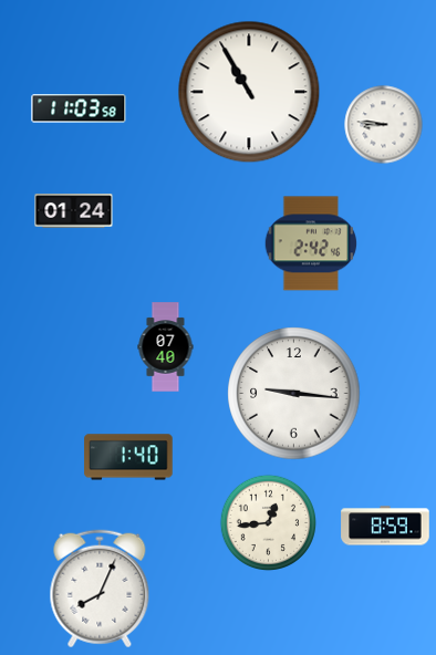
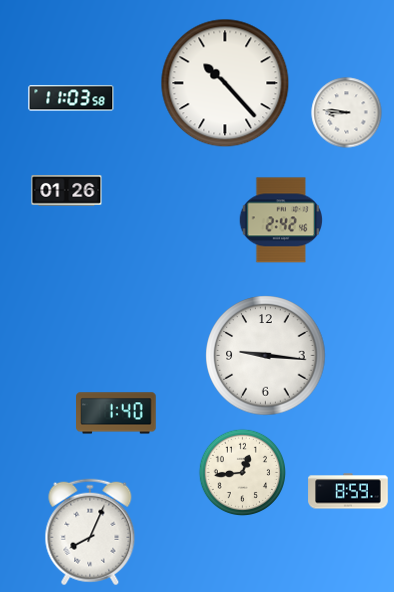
clock at (249, 92): 10:55 -> 10:23
clock at (74, 211): 01:24 -> 01:26
clock at (166, 347): 07:40 -> none
clock at (385, 526) position: (385, 526) -> (348, 491)
